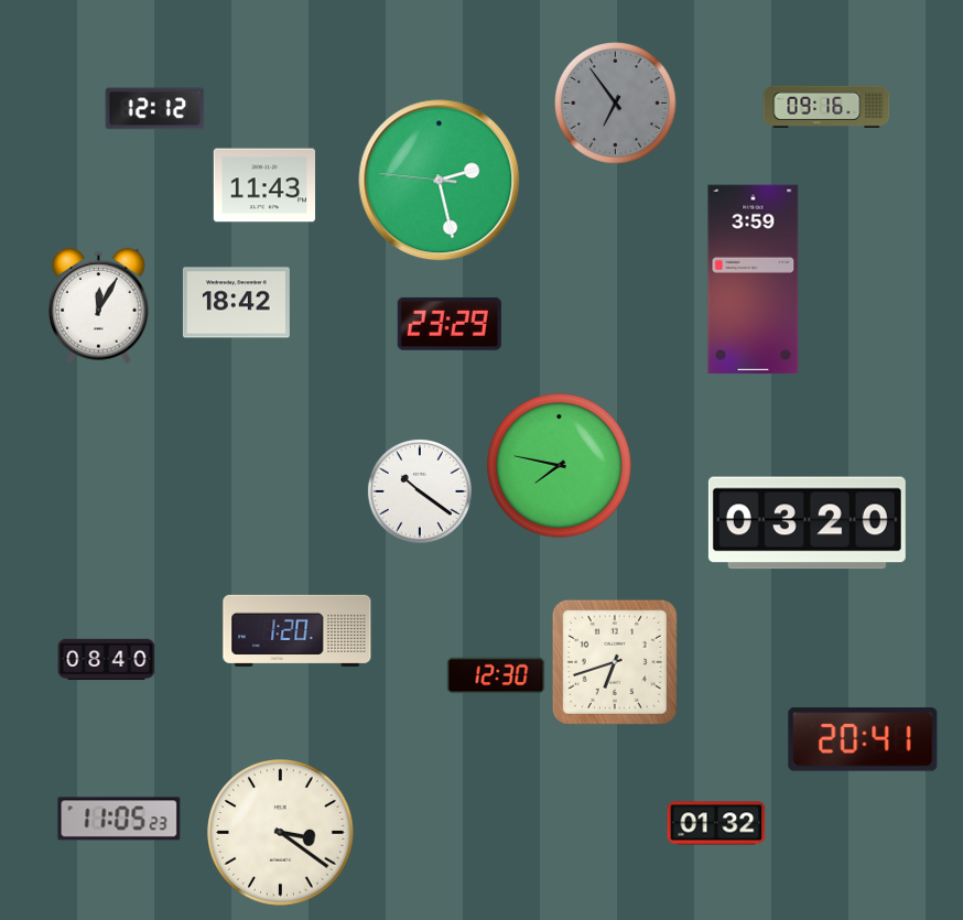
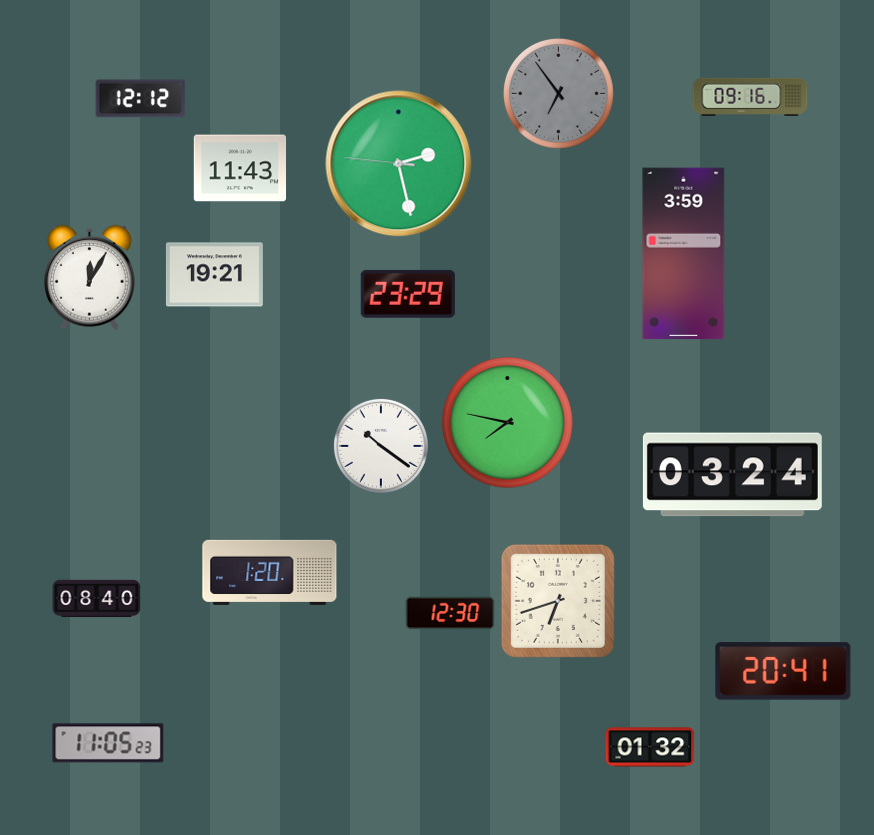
clock at (236, 303): 18:42 -> 19:21
clock at (807, 523): 03:20 -> 03:24
clock at (281, 833): 3:21 -> none
